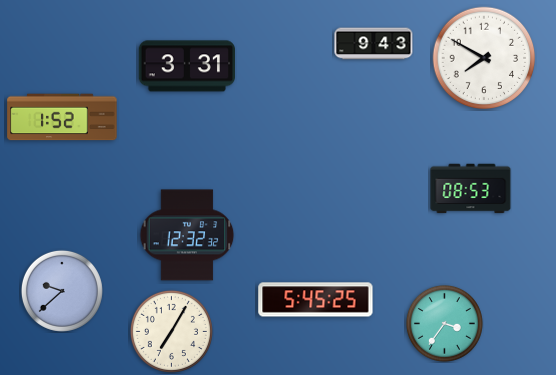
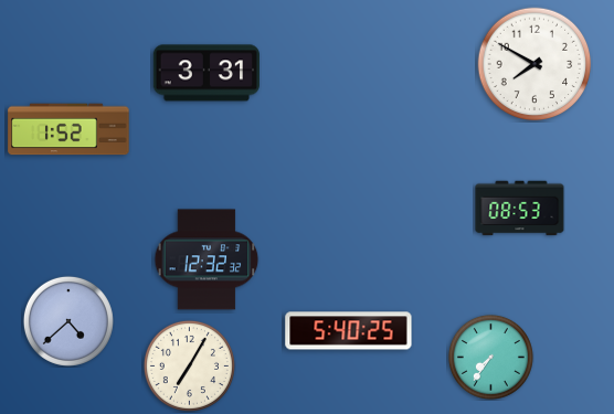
clock at (374, 44): 9:43 -> none
clock at (62, 291): 9:38 -> 4:38
clock at (316, 300): 5:45 -> 5:40
clock at (444, 323): 3:36 -> 7:36
